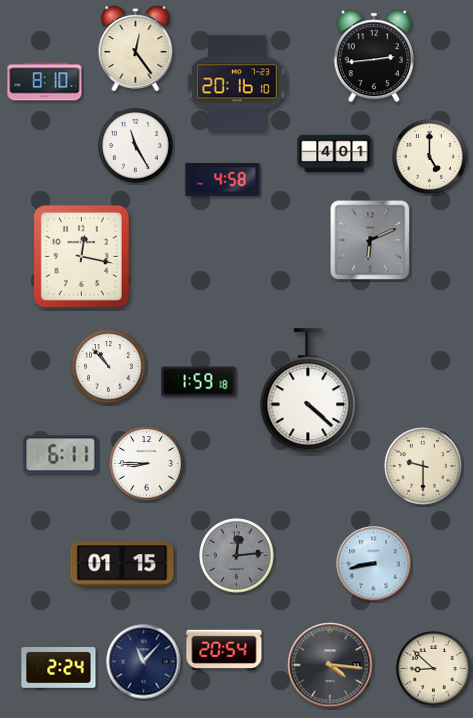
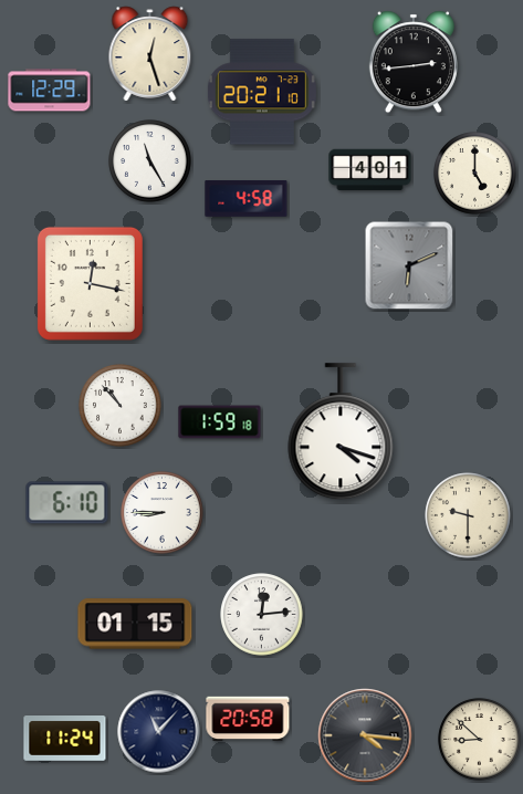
clock at (136, 49): 12:24 -> 12:27
clock at (45, 82): 8:10 -> 12:29
clock at (237, 83): 20:16 -> 20:21
clock at (308, 391): 4:22 -> 4:18
clock at (61, 455): 6:11 -> 6:10
clock at (237, 556) dial: grey -> white
clock at (374, 564): 8:43 -> none
clock at (224, 650): 20:54 -> 20:58
clock at (59, 668): 2:24 -> 11:24
